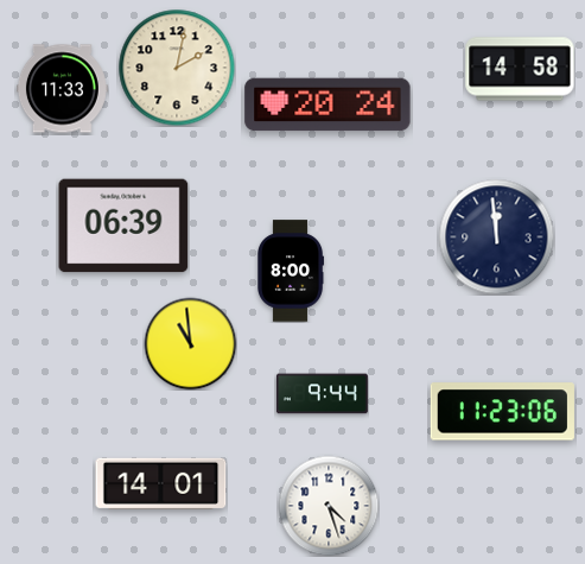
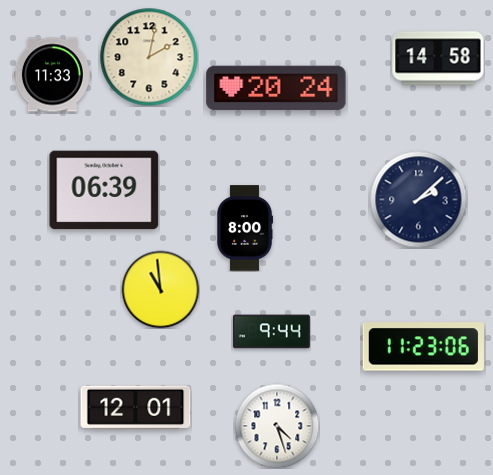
clock at (496, 236): 11:59 -> 2:08
clock at (161, 483): 14:01 -> 12:01
